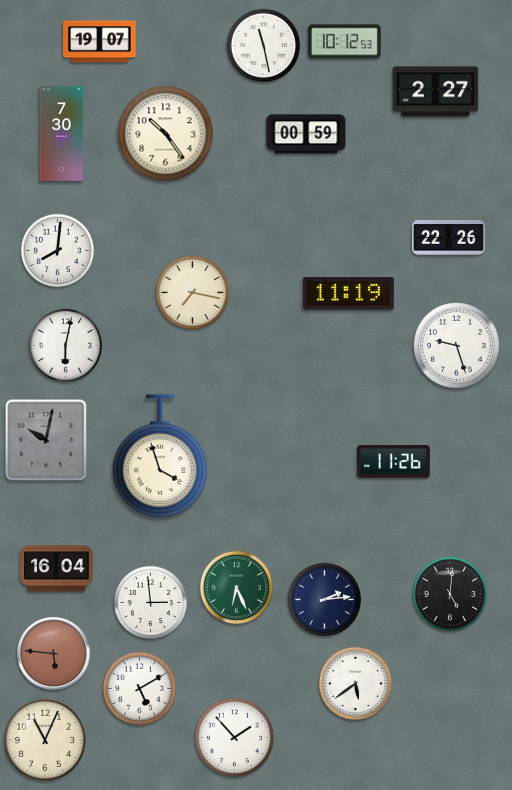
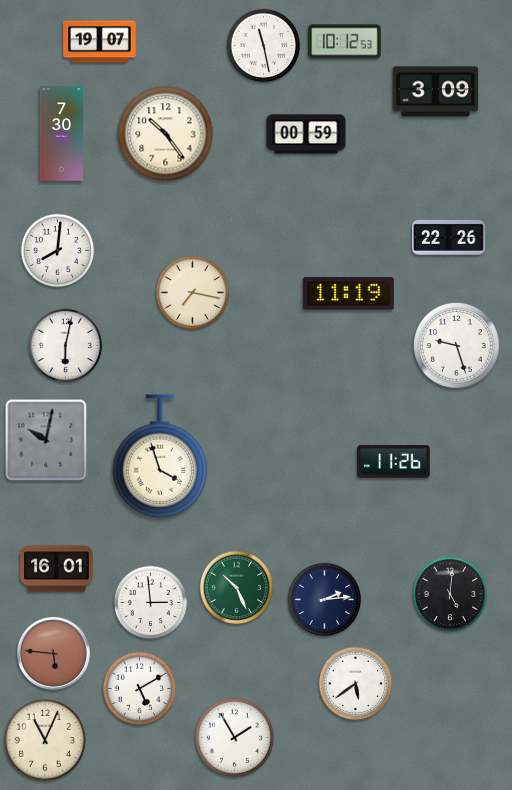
clock at (436, 92): 2:27 -> 3:09
clock at (57, 569): 16:04 -> 16:01
clock at (237, 588): 6:26 -> 10:26
clock at (234, 737): 1:53 -> 1:55
